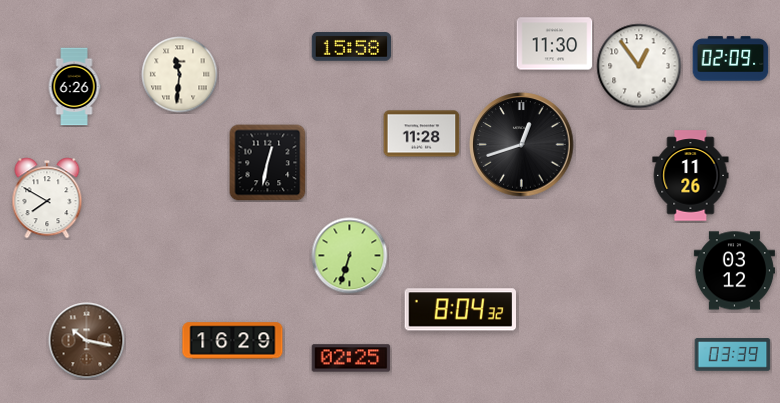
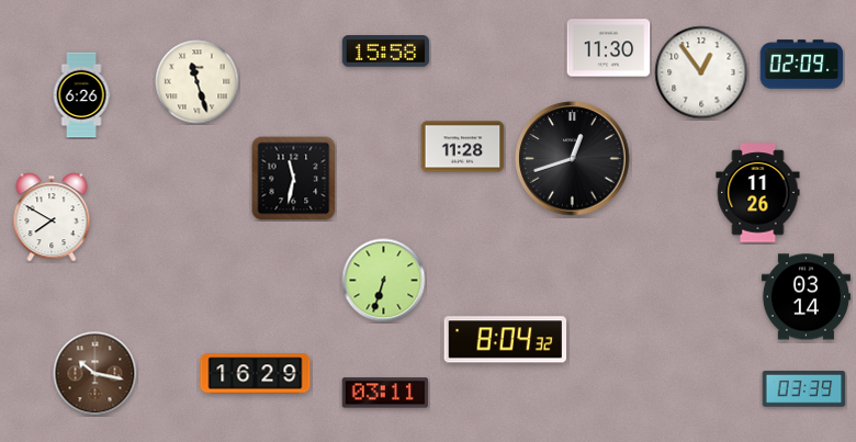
clock at (180, 75): 11:31 -> 11:27
clock at (268, 163): 12:32 -> 11:32
clock at (734, 271): 03:12 -> 03:14
clock at (351, 358): 02:25 -> 03:11
